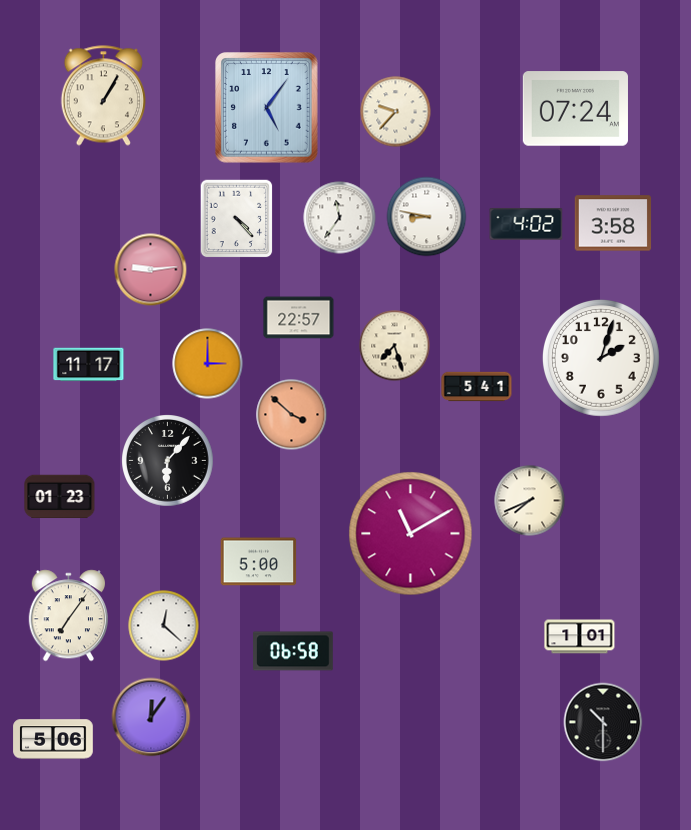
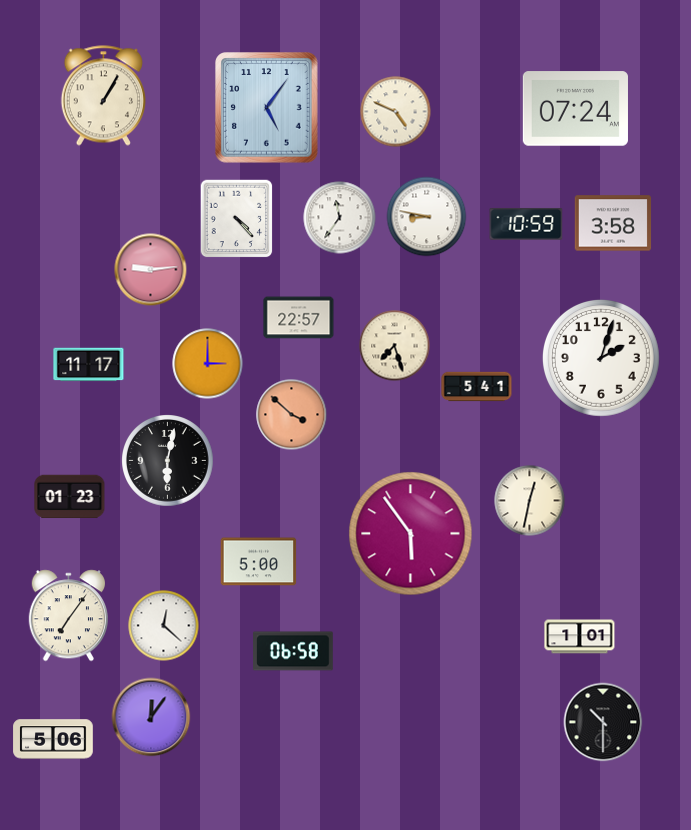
clock at (396, 112): 9:37 -> 4:49
clock at (526, 224): 4:02 -> 10:59
clock at (168, 461): 6:07 -> 6:02
clock at (60, 497) position: (60, 497) -> (70, 497)
clock at (530, 501): 7:41 -> 12:32
clock at (411, 534): 11:10 -> 5:54
